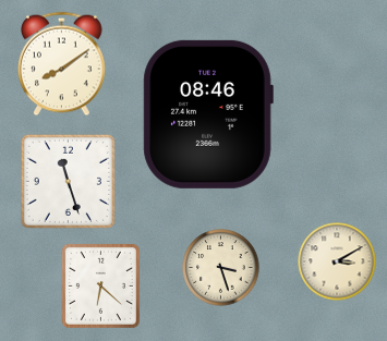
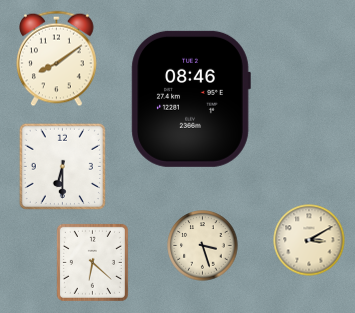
clock at (208, 114) position: (208, 114) -> (191, 99)
clock at (68, 181): 11:27 -> 6:30
